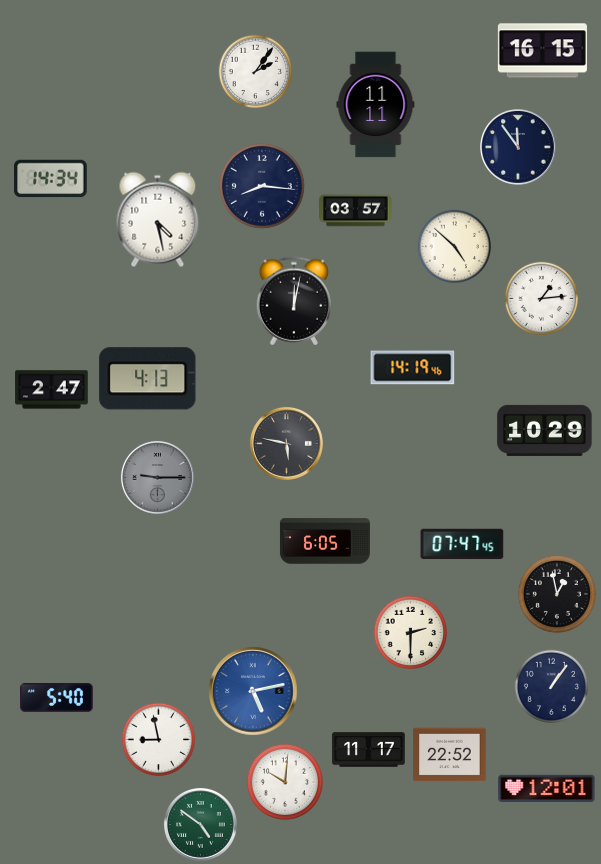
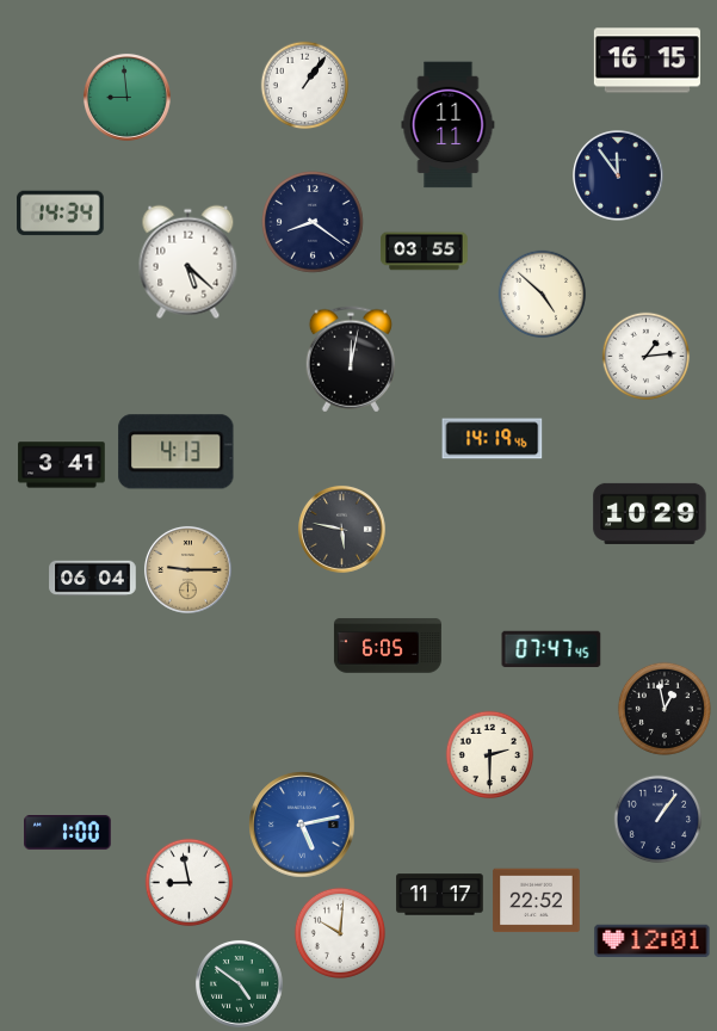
clock at (256, 72): 2:06 -> 1:06
clock at (126, 97): none -> 8:59
clock at (263, 187): 8:16 -> 8:21
clock at (356, 211): 03:57 -> 03:55
clock at (158, 220): 4:28 -> 5:22
clock at (52, 390): 2:47 -> 3:41
clock at (157, 477) dial: grey -> champagne
clock at (93, 579): none -> 06:04
clock at (57, 698): 5:40 -> 1:00
